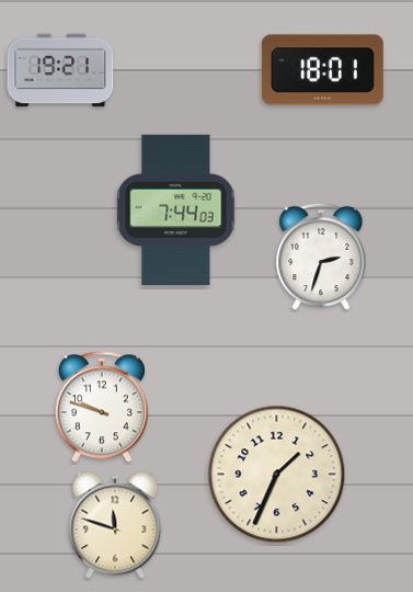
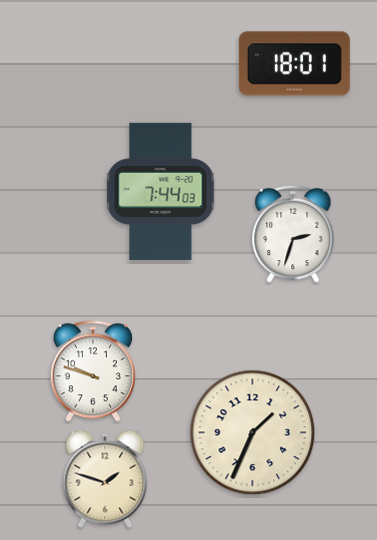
clock at (60, 70): 19:21 -> none
clock at (115, 525): 11:48 -> 1:48
